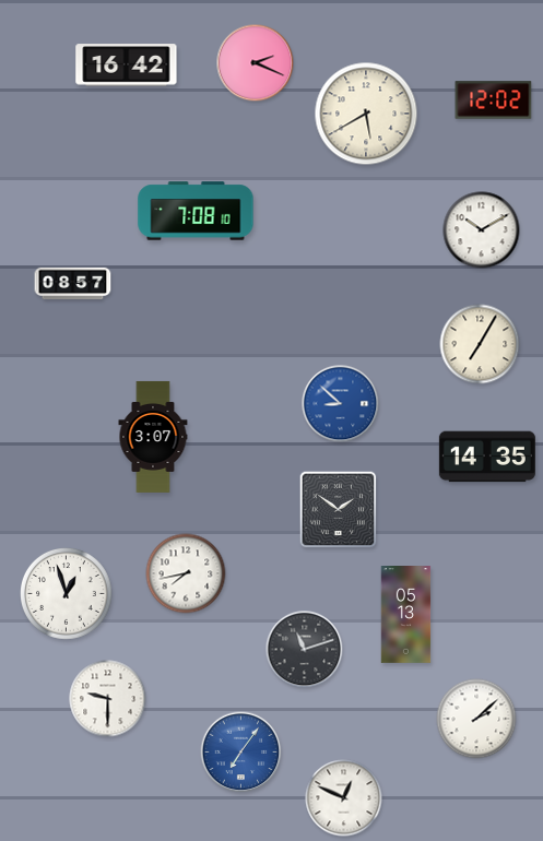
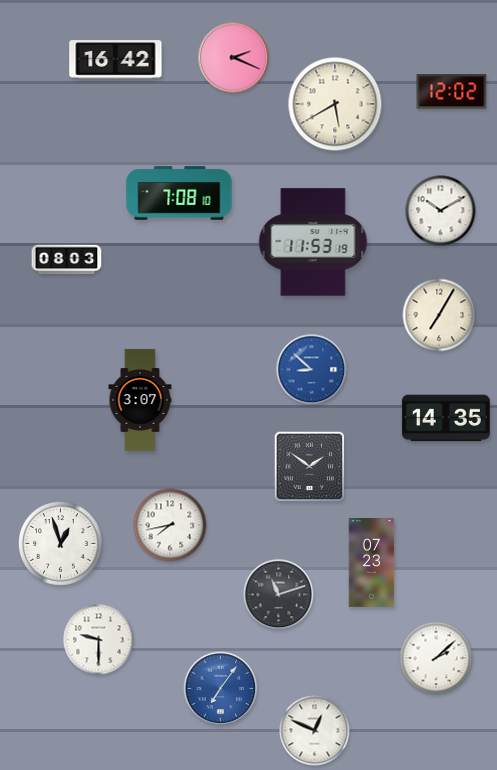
clock at (313, 242): none -> 11:53
clock at (73, 284): 08:57 -> 08:03
clock at (406, 615): 05:13 -> 07:23
